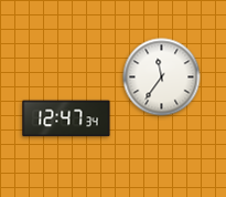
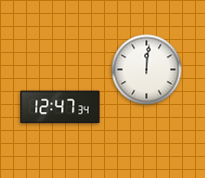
clock at (162, 77): 11:36 -> 12:01
